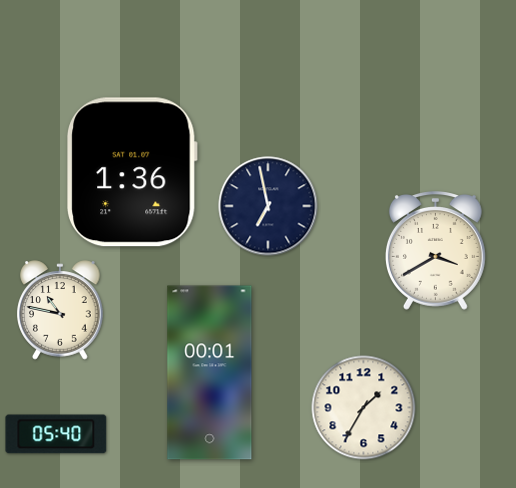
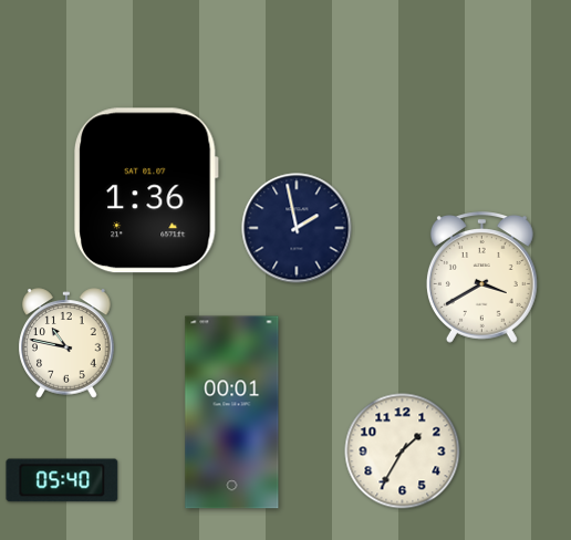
clock at (268, 206): 6:58 -> 1:58
